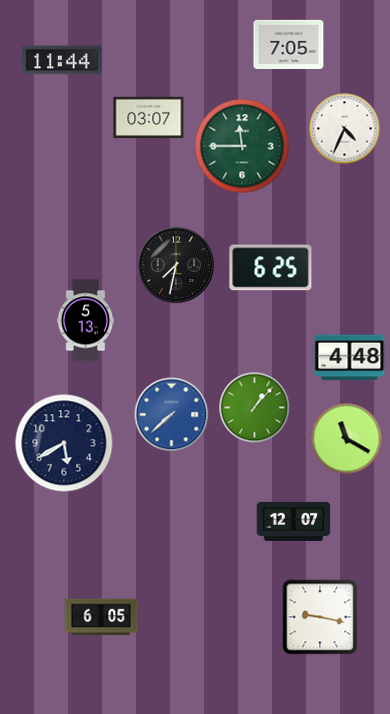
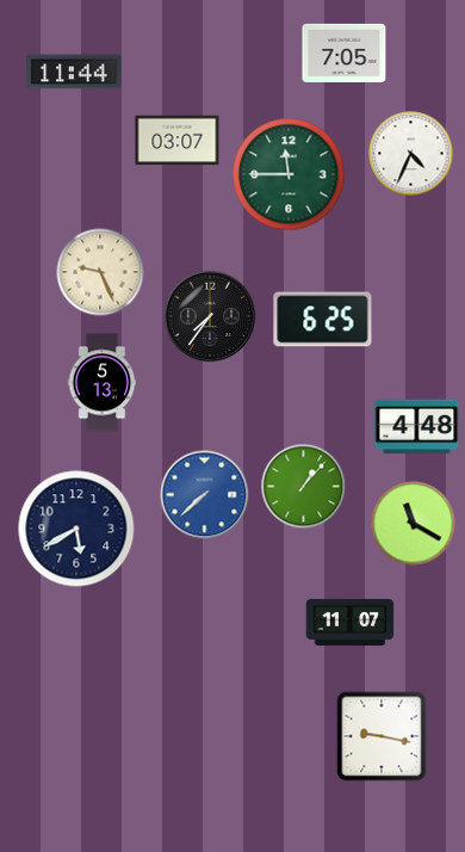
clock at (100, 272): none -> 9:26
clock at (176, 265): 7:32 -> 7:36
clock at (294, 521): 12:07 -> 11:07
clock at (101, 617): 6:05 -> none
